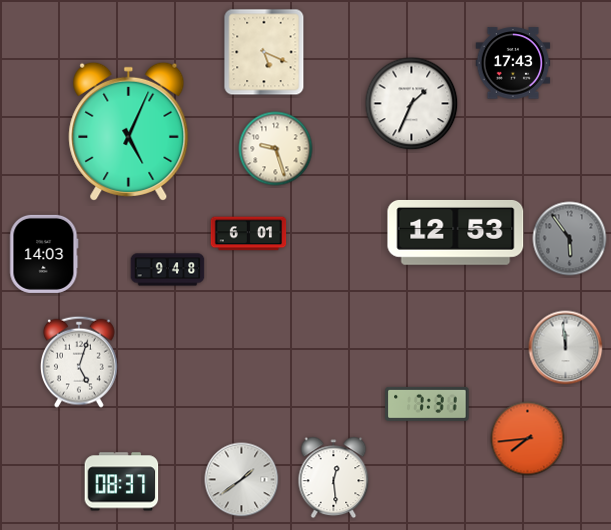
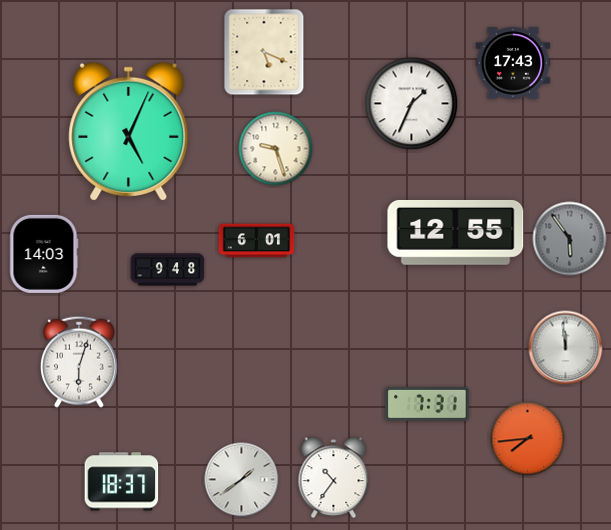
clock at (456, 232): 12:53 -> 12:55
clock at (249, 234) position: (249, 234) -> (257, 241)
clock at (79, 362): 5:03 -> 6:03
clock at (334, 478): 12:29 -> 10:36
clock at (122, 482): 08:37 -> 18:37
